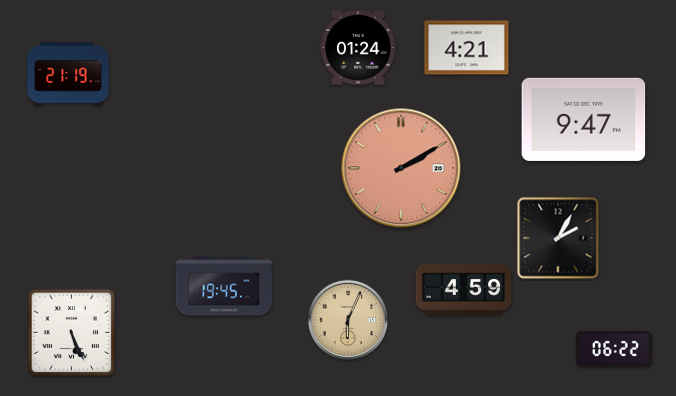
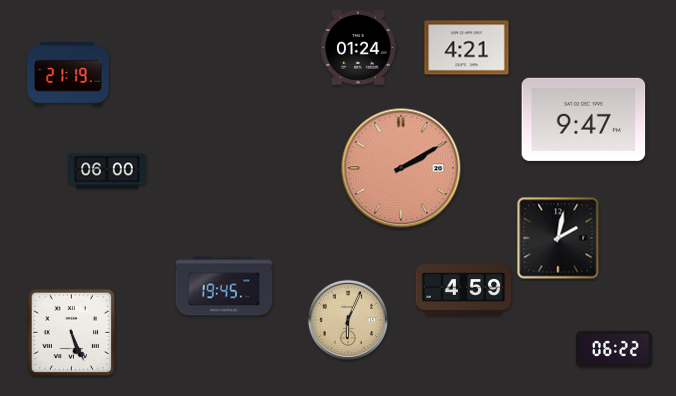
clock at (107, 171): none -> 06:00
clock at (558, 238): 2:05 -> 2:02
